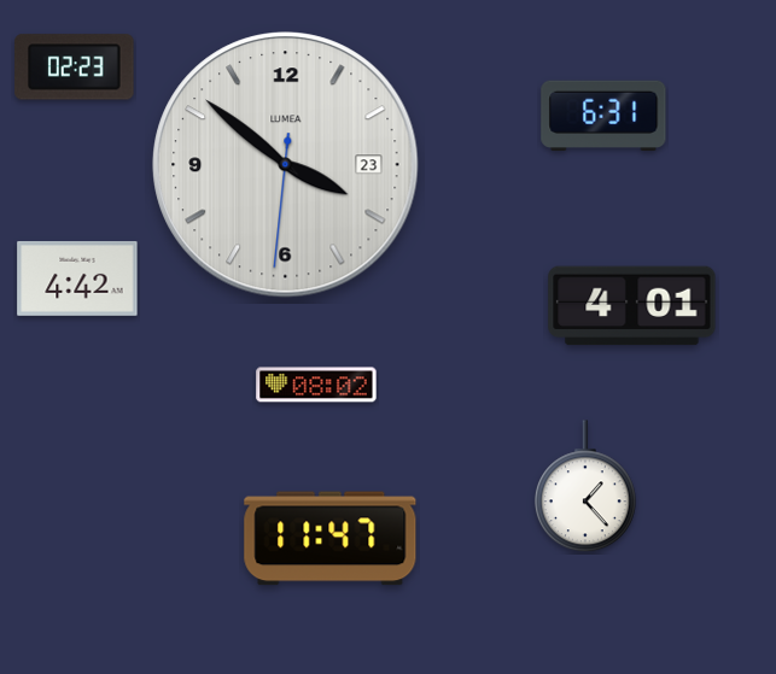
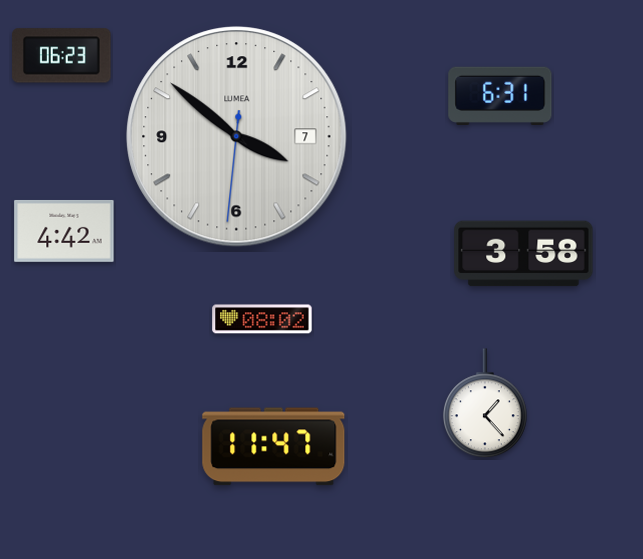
clock at (75, 68): 02:23 -> 06:23
clock at (286, 165) date: 23 -> 7
clock at (632, 306): 4:01 -> 3:58
